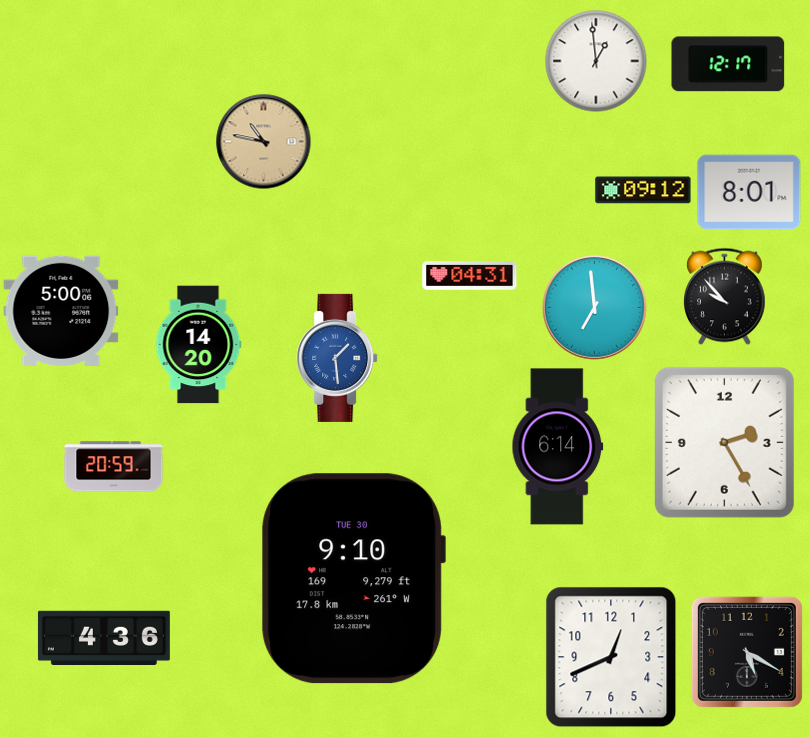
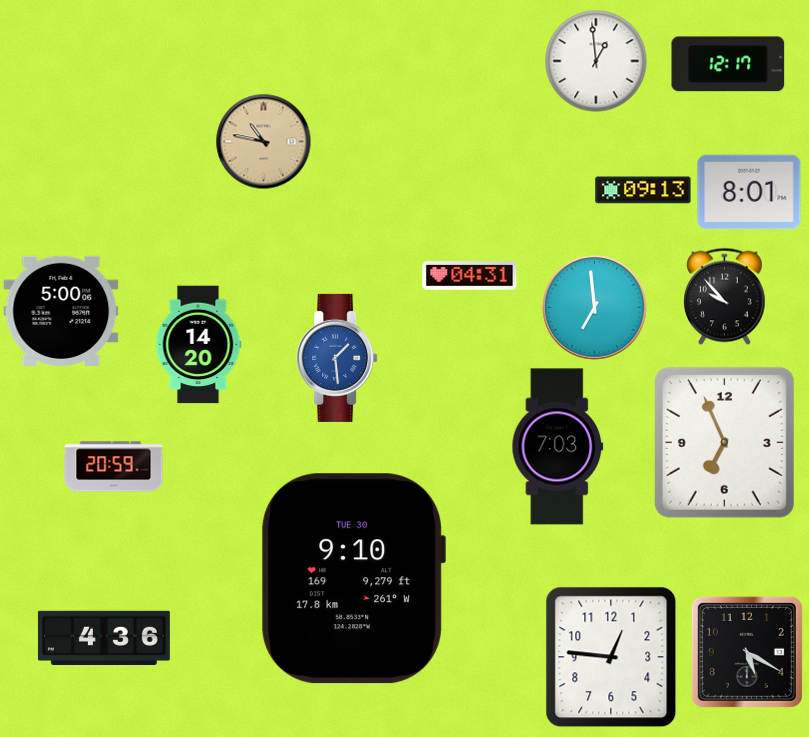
clock at (643, 190): 09:12 -> 09:13
clock at (724, 442): 2:25 -> 6:56
clock at (558, 447): 6:14 -> 7:03
clock at (611, 657): 12:41 -> 12:46
